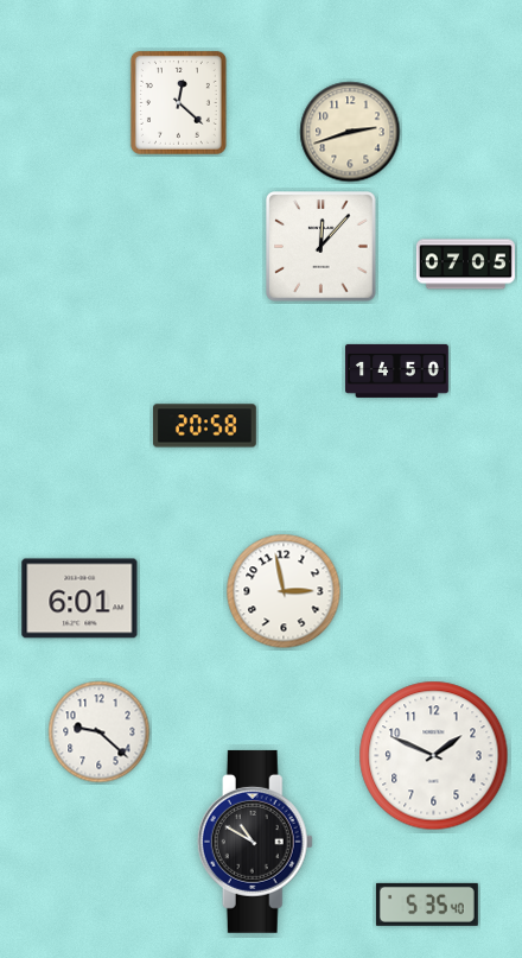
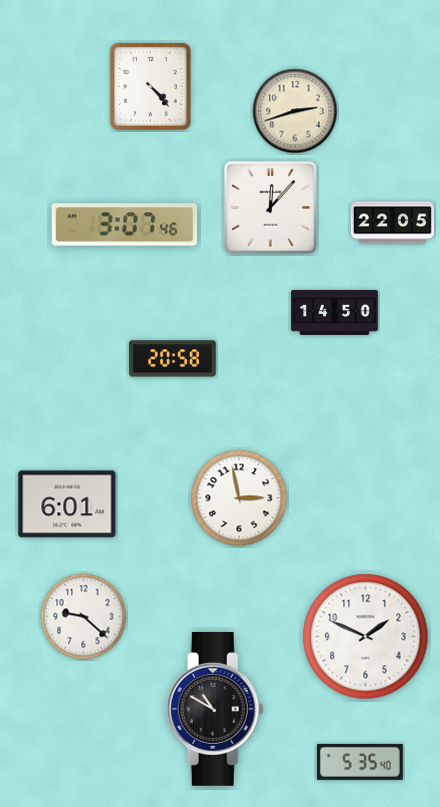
clock at (178, 102): 12:22 -> 4:23
clock at (465, 265): 07:05 -> 22:05
clock at (125, 225): none -> 3:07
